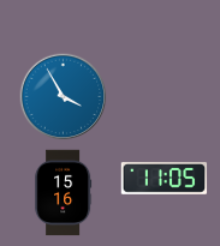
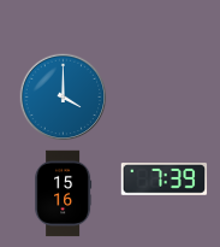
clock at (64, 97): 3:55 -> 4:00
clock at (165, 179): 11:05 -> 7:39
